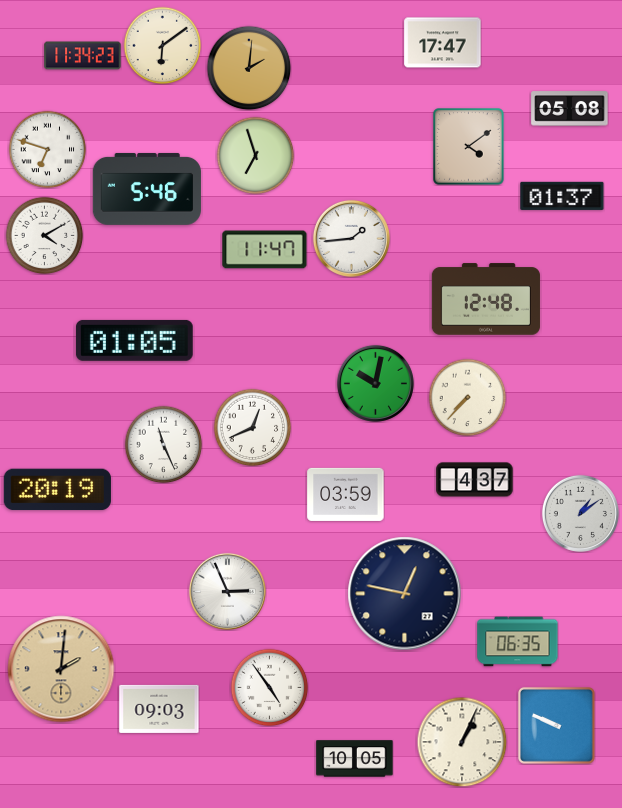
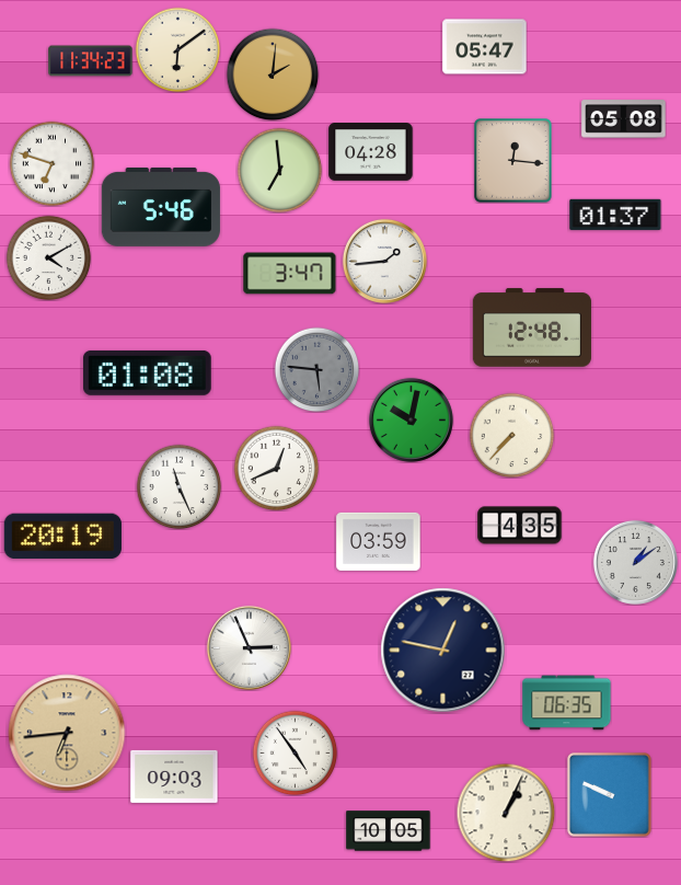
clock at (443, 43): 17:47 -> 05:47
clock at (371, 152): none -> 04:28
clock at (469, 147): 4:09 -> 12:16
clock at (255, 155): 6:57 -> 6:59
clock at (265, 250): 11:47 -> 3:47
clock at (316, 369): none -> 5:46
clock at (135, 340): 01:05 -> 01:08
clock at (475, 480): 4:37 -> 4:35
clock at (61, 669): 2:01 -> 6:44
